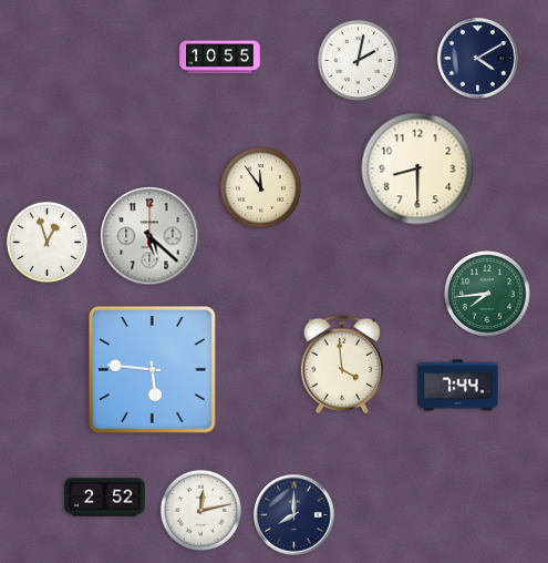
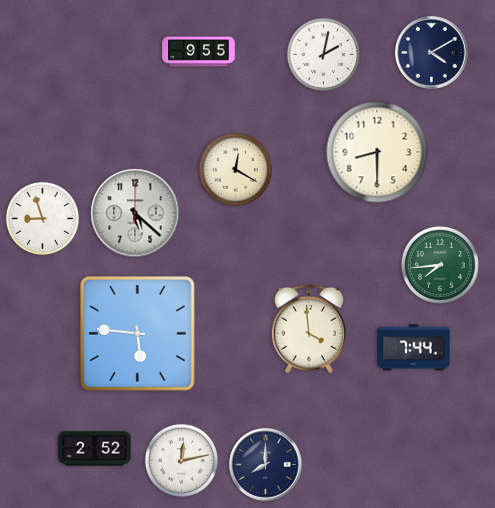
clock at (220, 58): 10:55 -> 9:55
clock at (260, 187): 11:54 -> 12:20
clock at (46, 242): 12:57 -> 8:57
